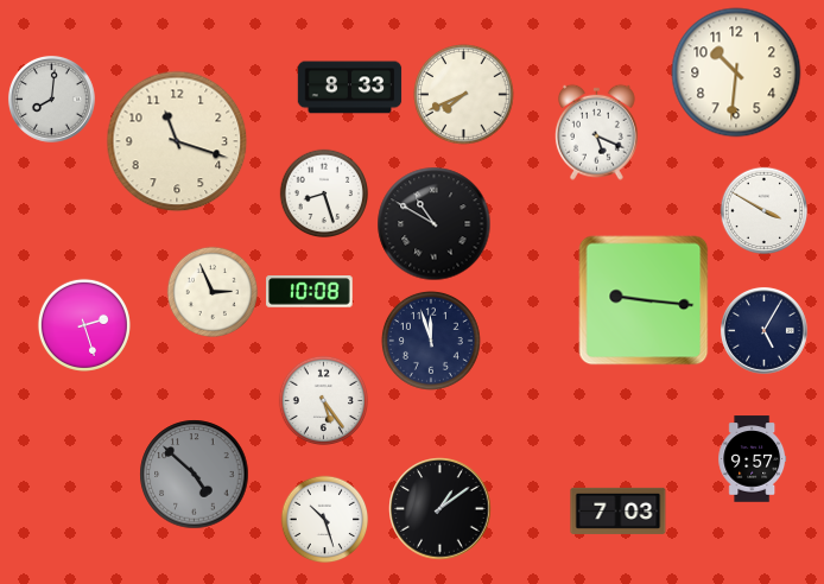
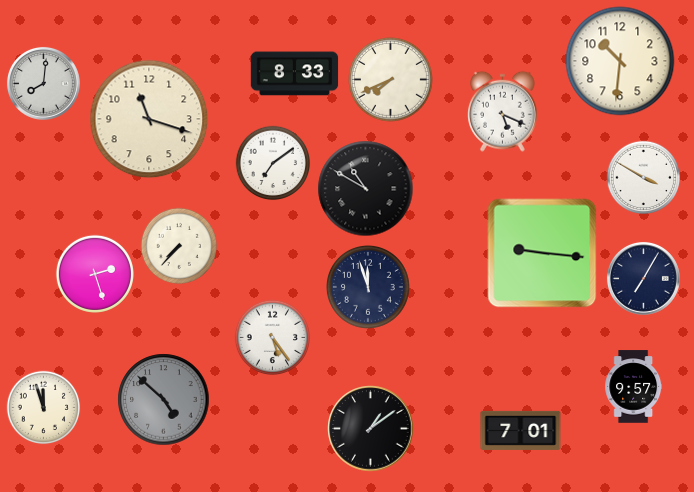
clock at (324, 193): 8:27 -> 7:09
clock at (211, 291): 2:56 -> 7:37
clock at (310, 292): 10:08 -> none
clock at (84, 325) position: (84, 325) -> (95, 274)
clock at (763, 330): 5:05 -> 7:05
clock at (431, 341) position: (431, 341) -> (368, 287)
clock at (44, 408): none -> 11:57
clock at (619, 510): 7:03 -> 7:01
clock at (325, 520): 10:27 -> none
